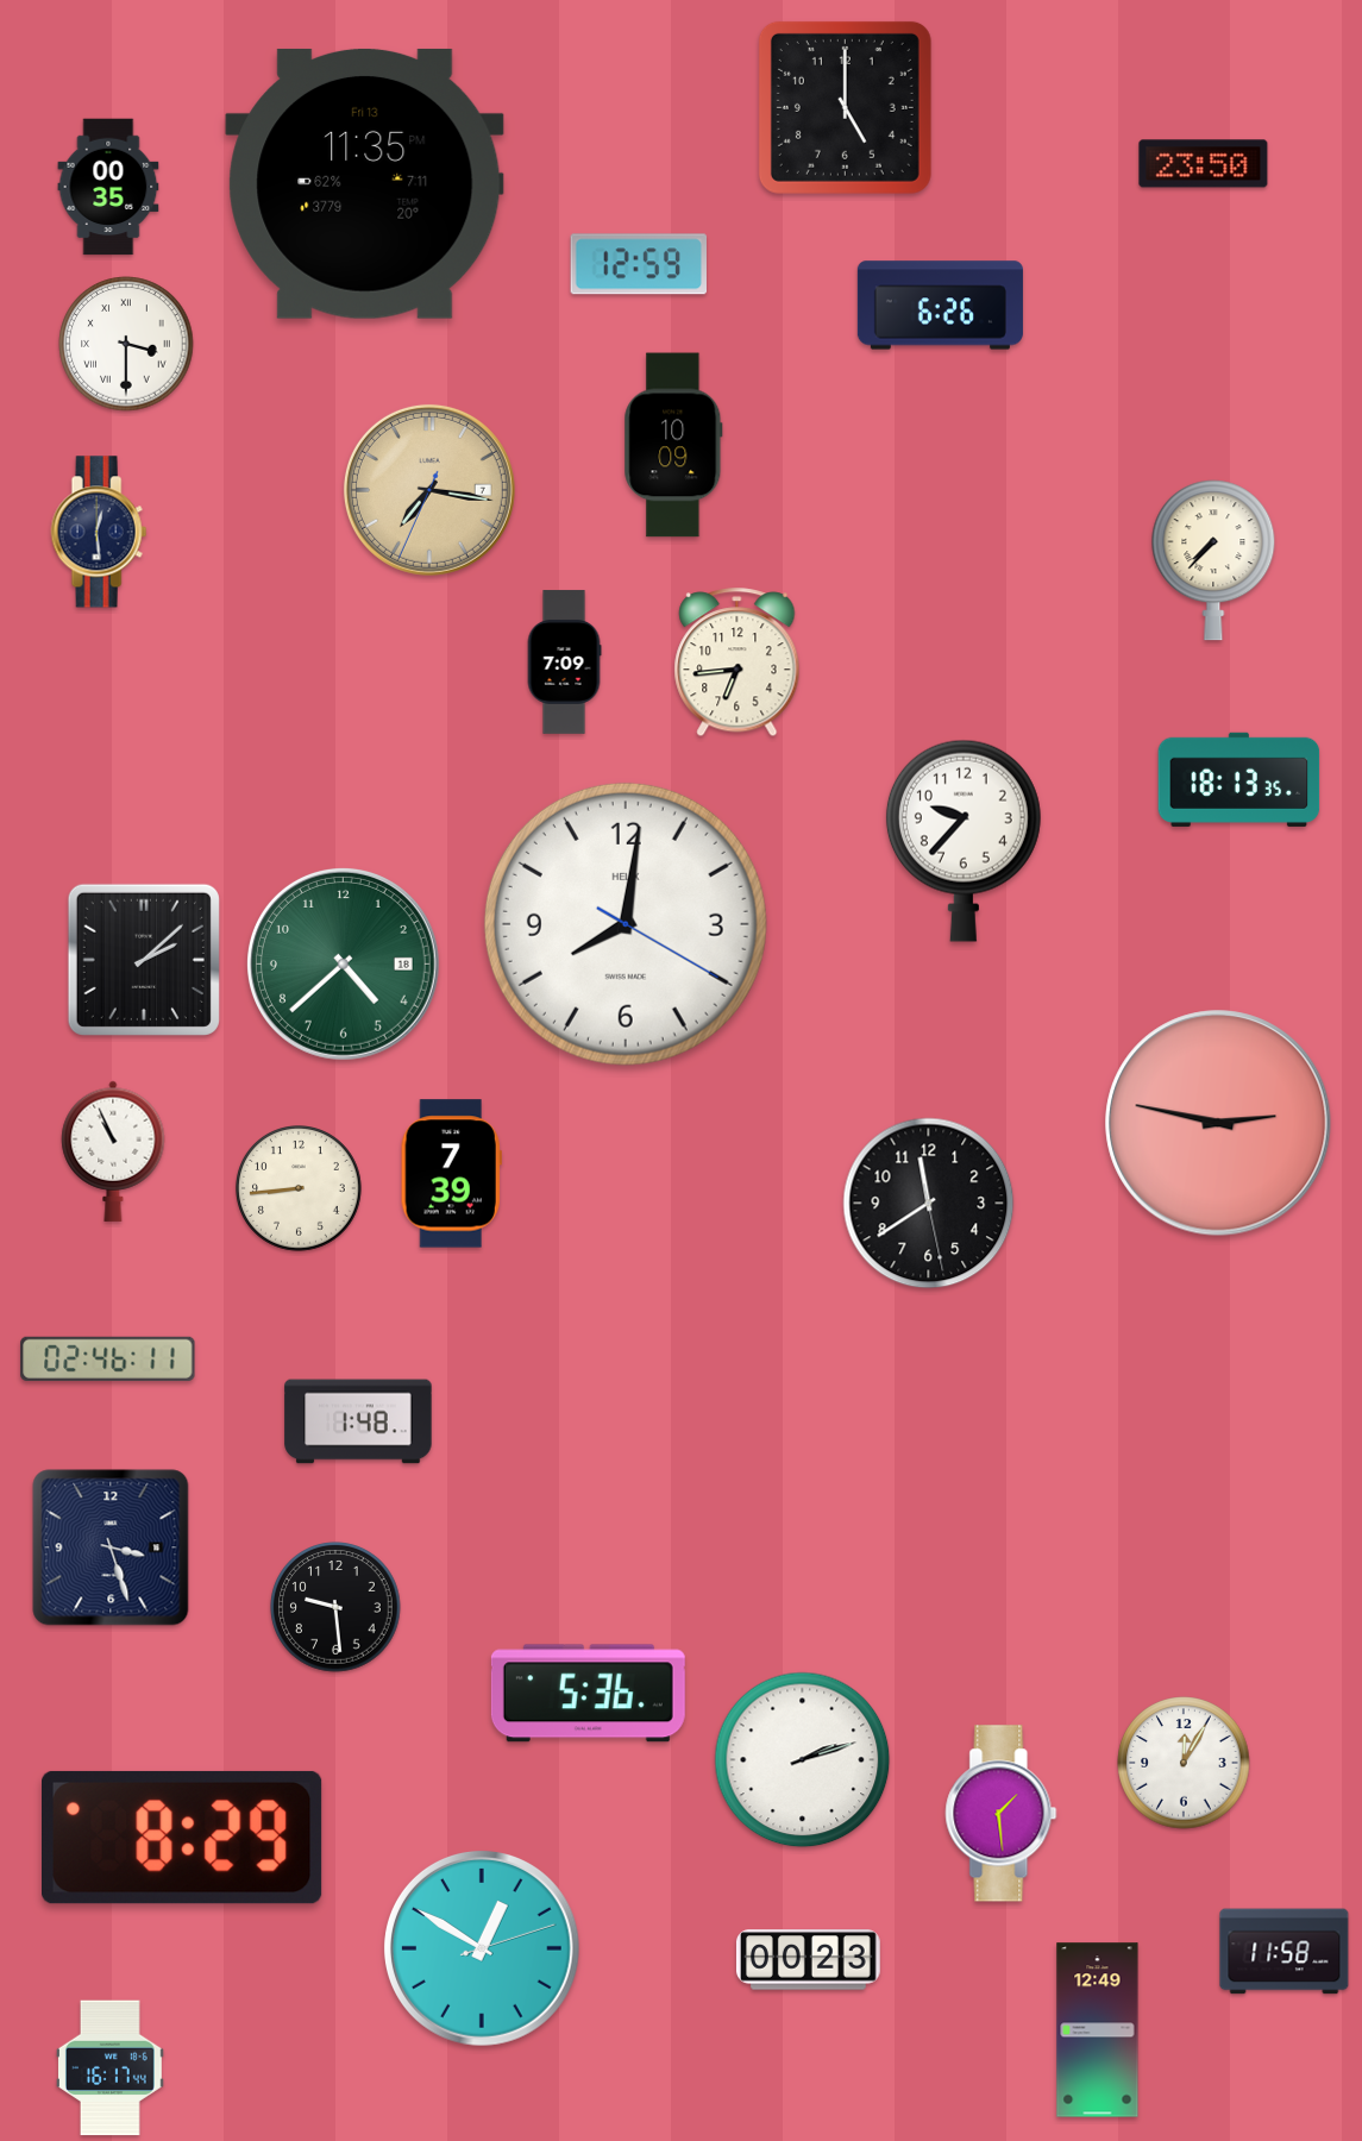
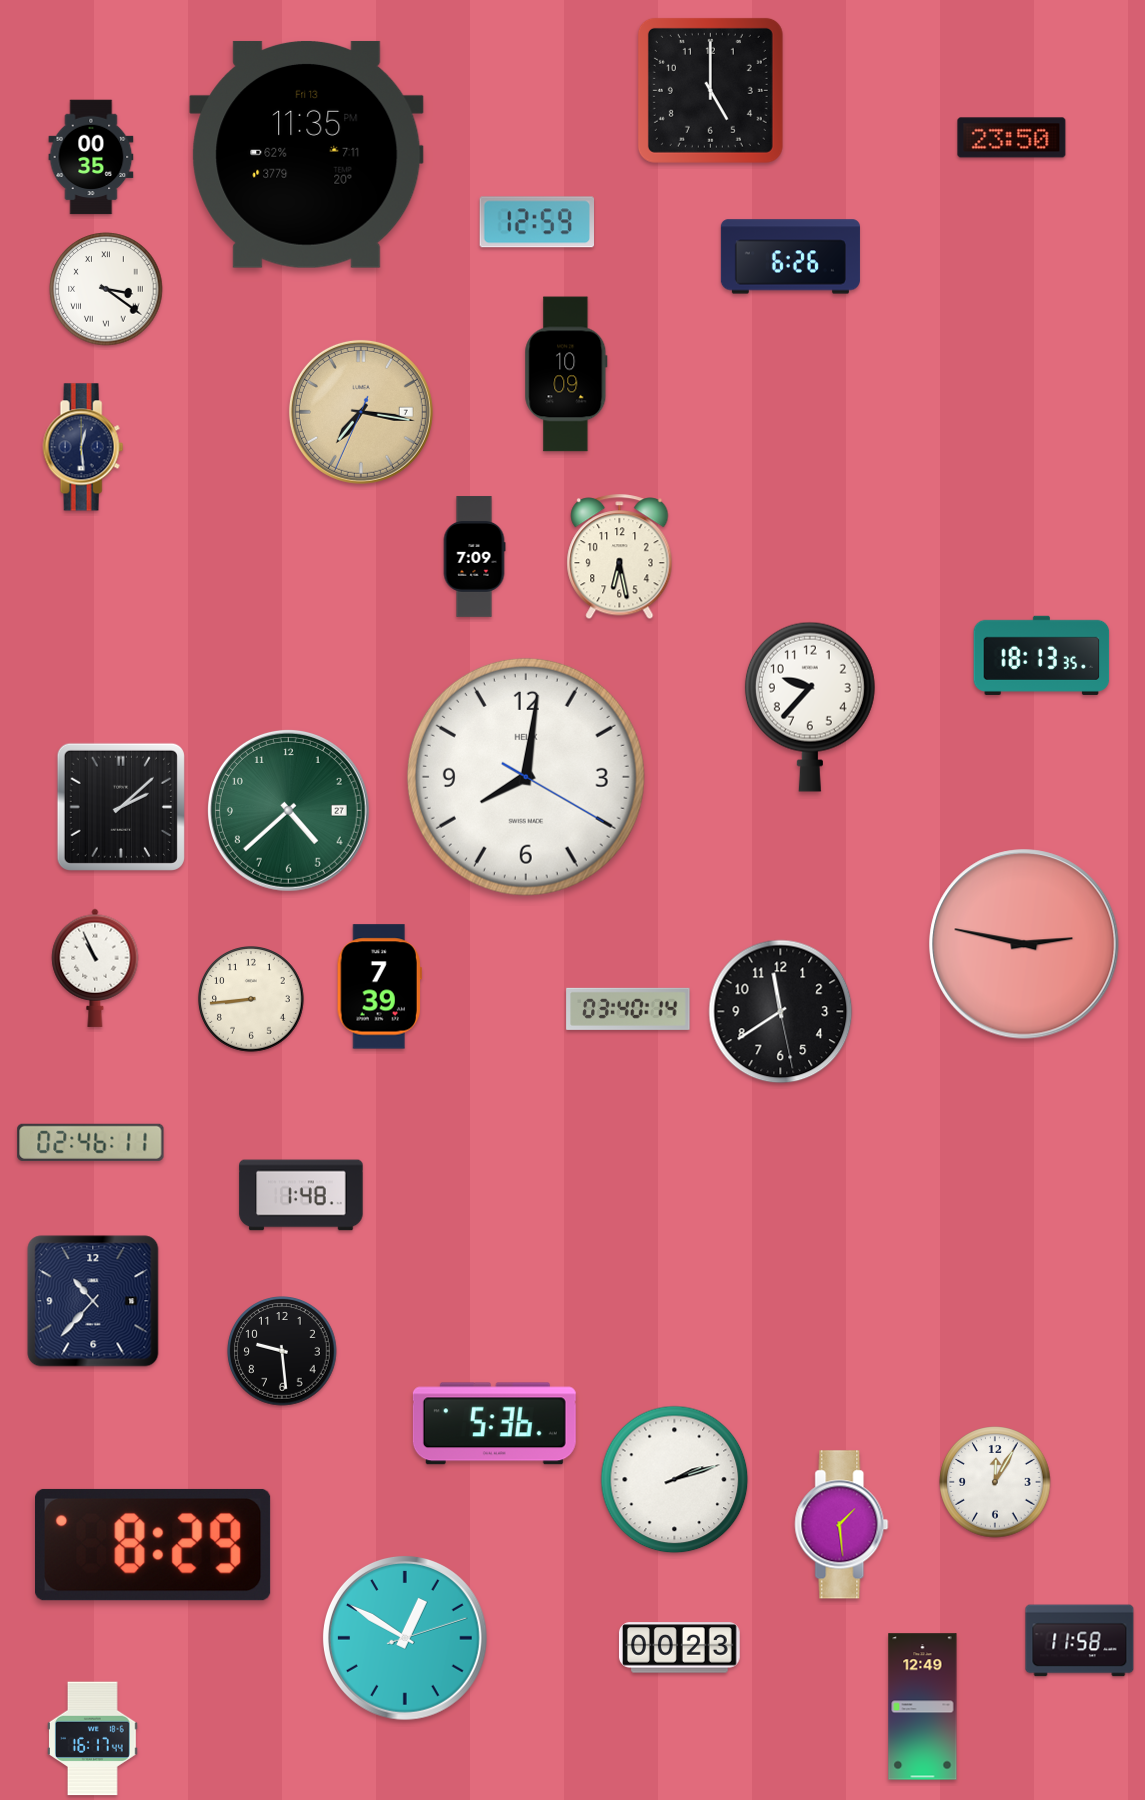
clock at (126, 344): 3:30 -> 3:21
clock at (1213, 560): 7:37 -> none
clock at (738, 663): 6:44 -> 6:28
clock at (343, 963) date: 18 -> 27
clock at (628, 1009): none -> 03:40
clock at (111, 1547): 3:27 -> 10:37
